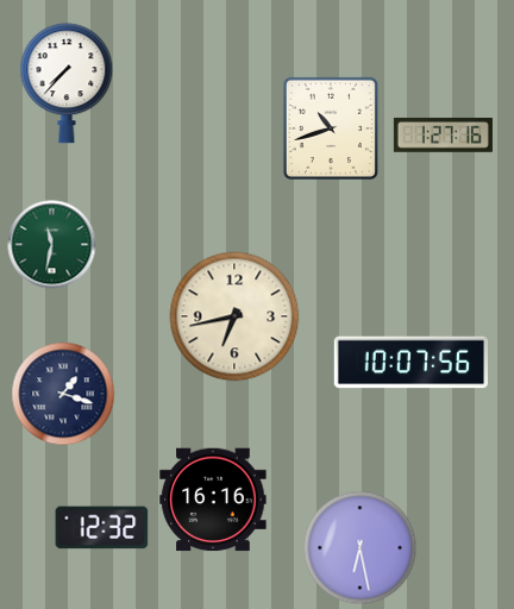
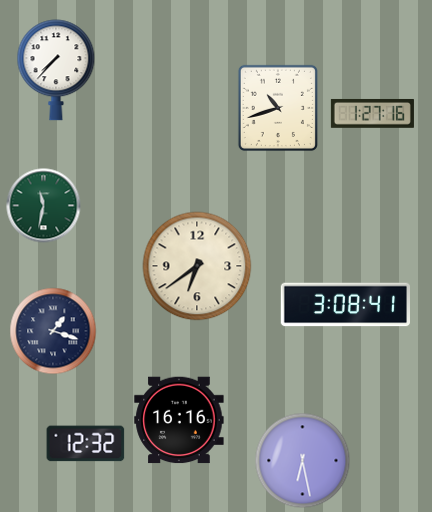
clock at (234, 316): 6:43 -> 6:39
clock at (412, 363): 10:07 -> 3:08
